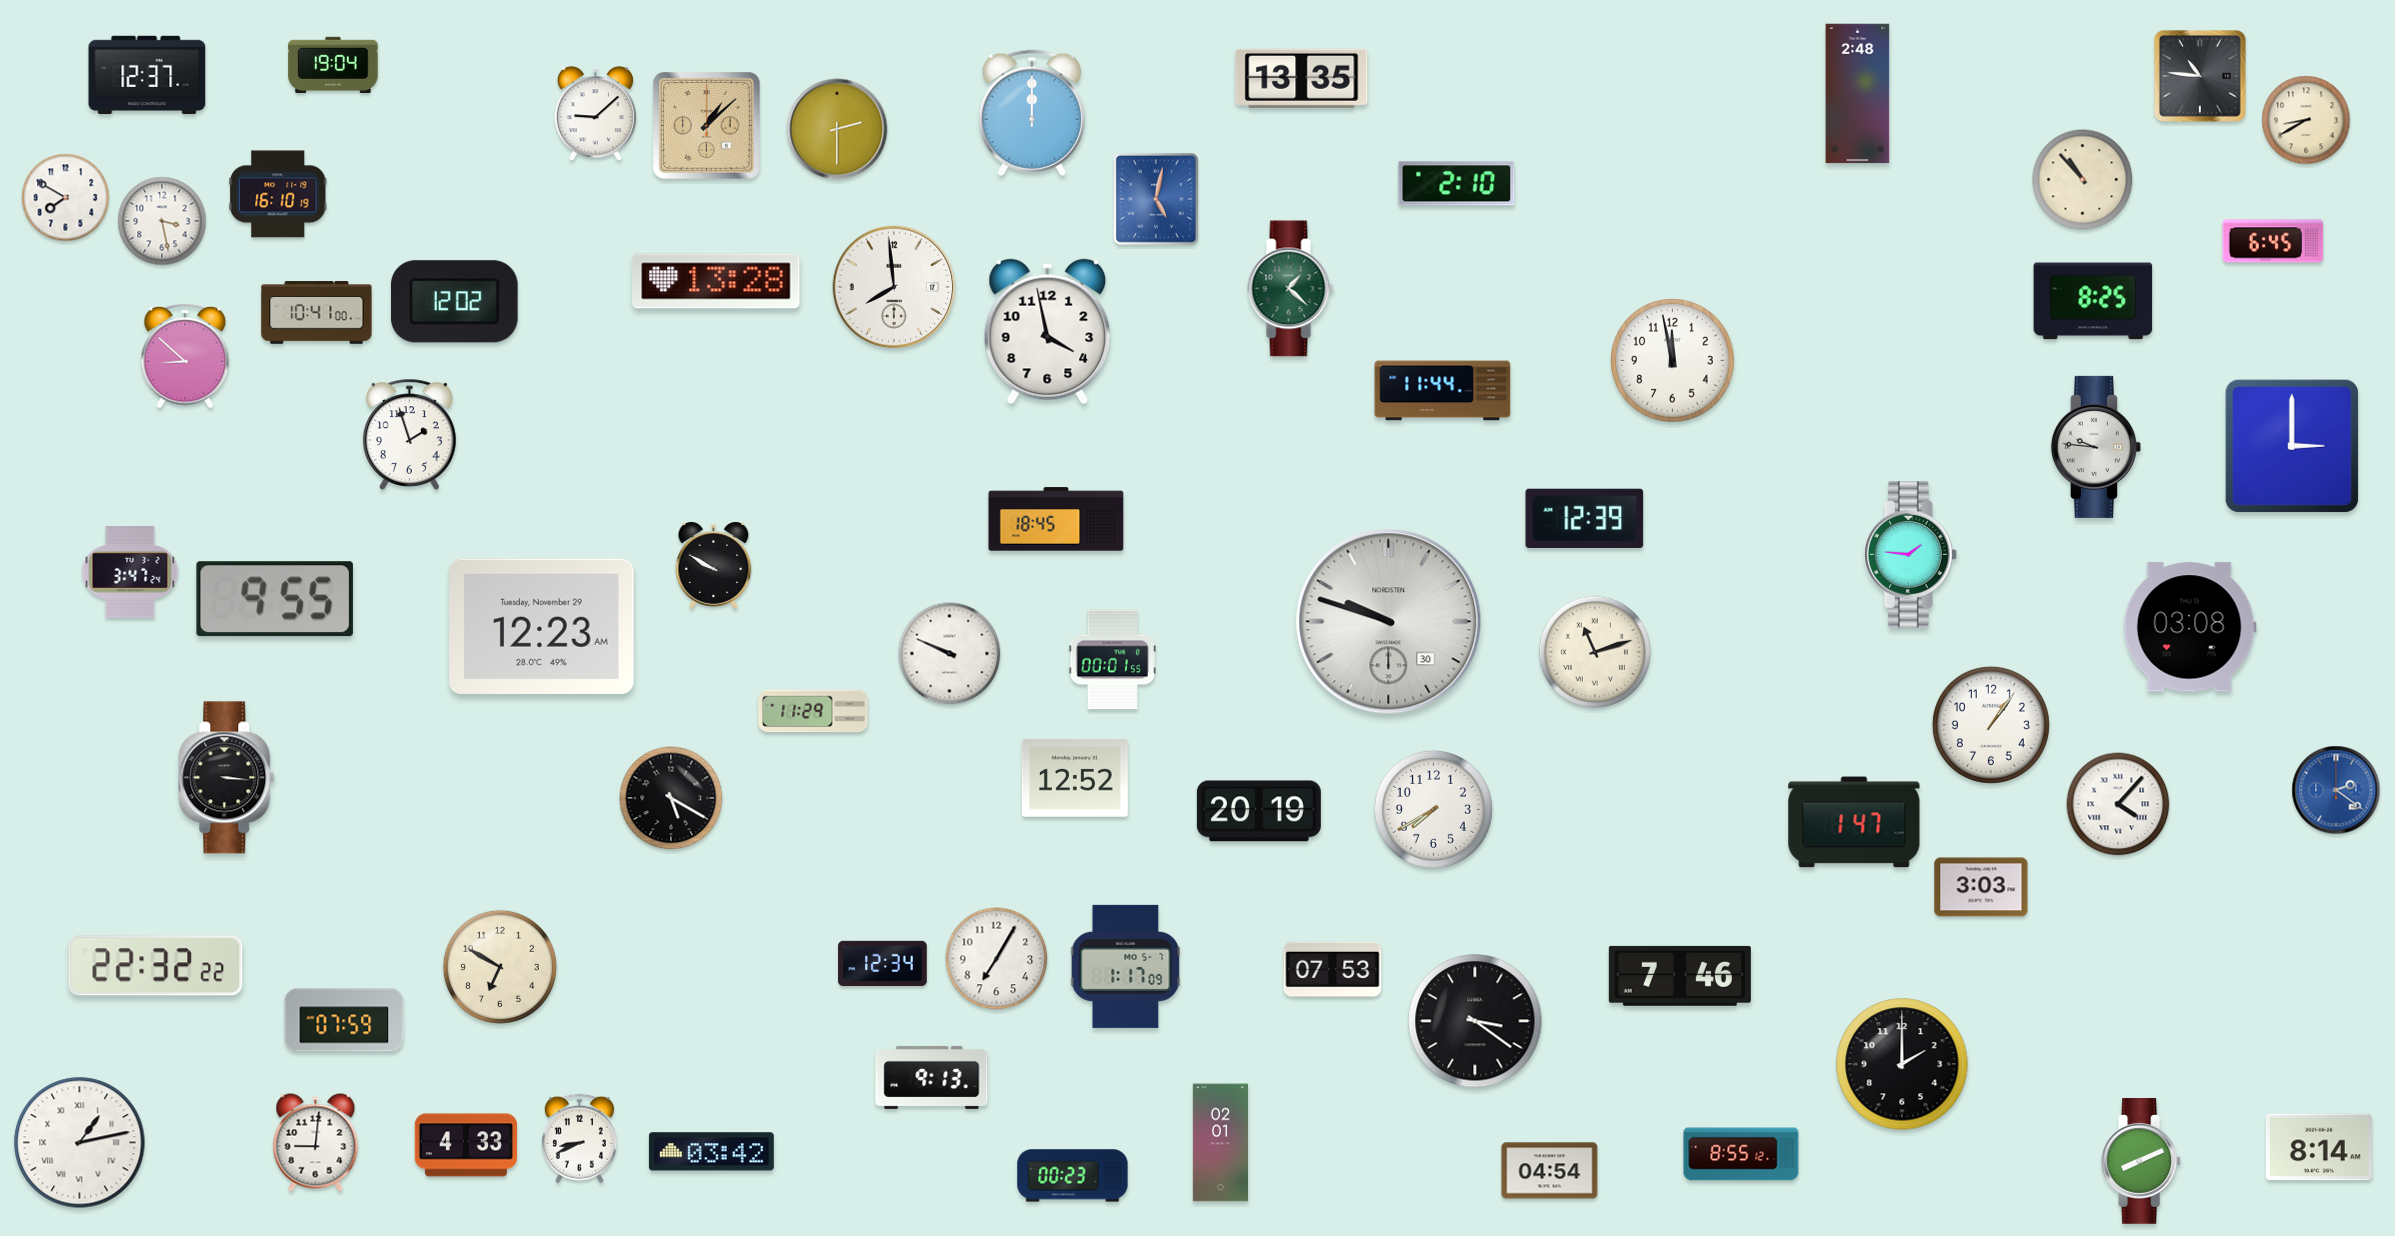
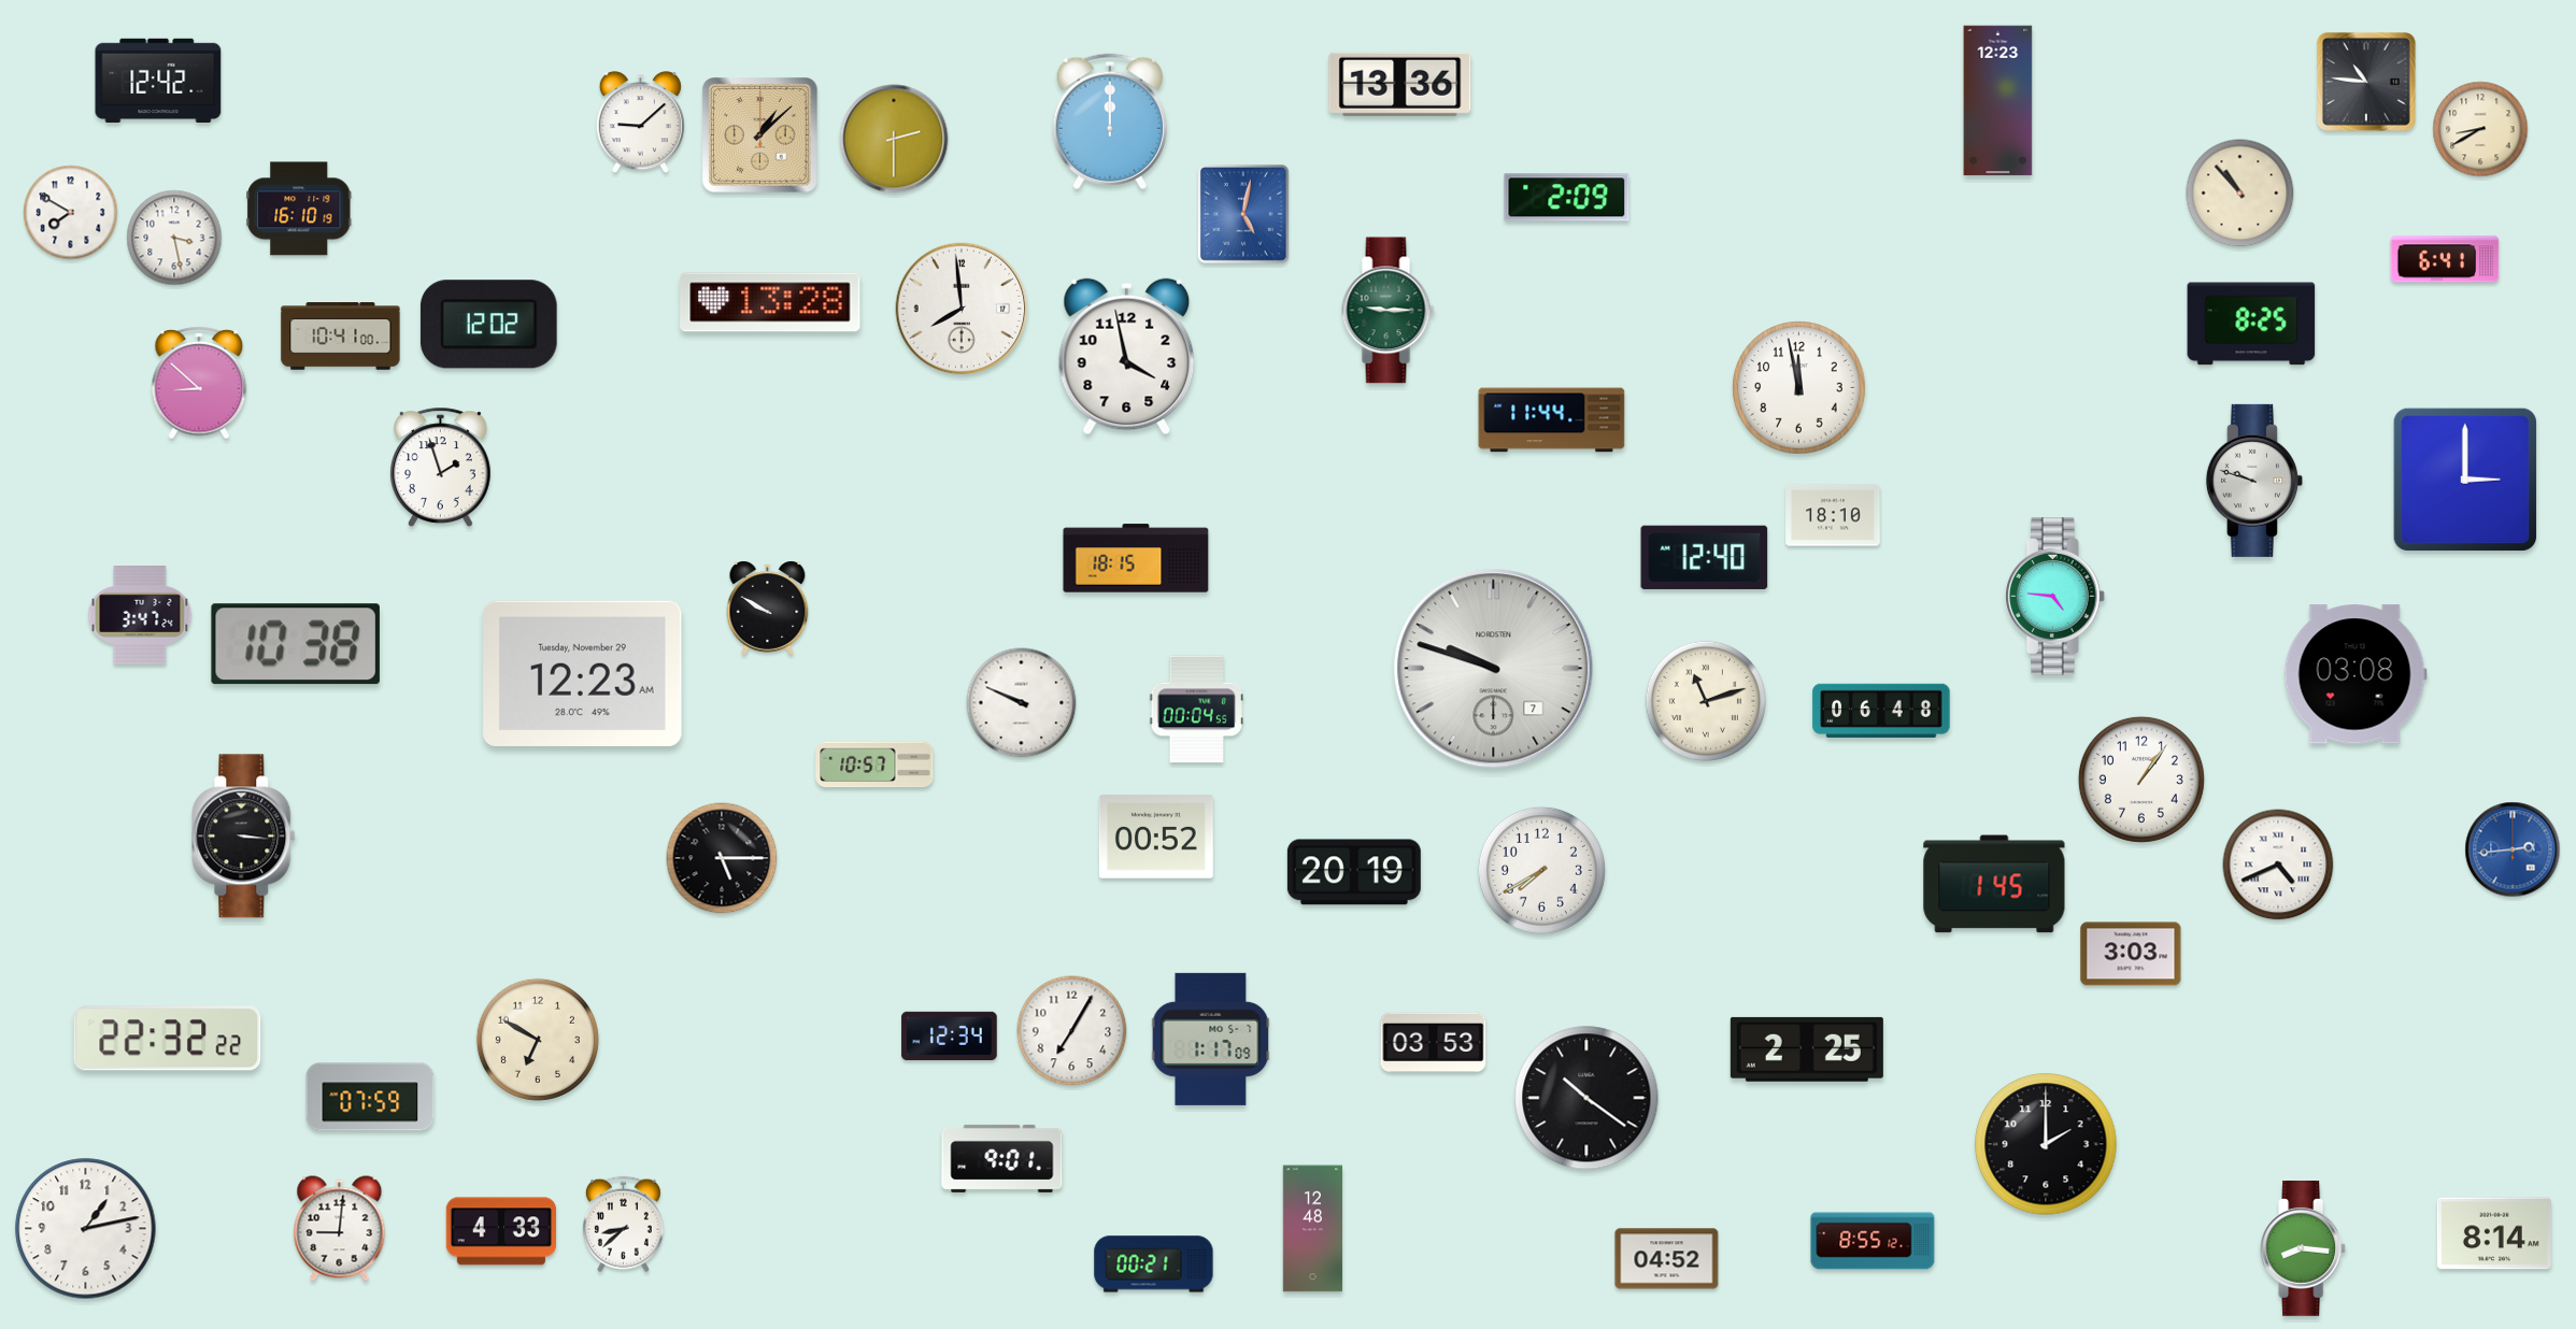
clock at (333, 64): 19:04 -> none
clock at (147, 74): 12:37 -> 12:42
clock at (1302, 78): 13:35 -> 13:36
clock at (1858, 94): 2:48 -> 12:23
clock at (837, 129) position: (837, 129) -> (894, 139)
clock at (1457, 184): 2:10 -> 2:09
clock at (2273, 241): 6:45 -> 6:41
clock at (1291, 289): 1:22 -> 9:15
clock at (2096, 447): 9:46 -> 9:48
clock at (1833, 515): none -> 18:10
clock at (1585, 518): 12:39 -> 12:40
clock at (1056, 519): 18:45 -> 18:15
clock at (1911, 555): 1:46 -> 4:46
clock at (275, 599): 9:55 -> 10:38
clock at (1389, 622) date: 30 -> 7
clock at (1595, 652) position: (1595, 652) -> (1706, 701)
clock at (1112, 660): 00:01 -> 00:04
clock at (1881, 710): none -> 06:48
clock at (813, 711): 11:29 -> 10:57
clock at (1075, 778): 12:52 -> 00:52
clock at (2336, 790): 2:21 -> 2:44
clock at (671, 798): 5:20 -> 5:15
clock at (2118, 804): 4:07 -> 4:41
clock at (1854, 822): 1:47 -> 1:45
clock at (1333, 970): 07:53 -> 03:53
clock at (1680, 976): 7:46 -> 2:25
clock at (1475, 1021): 3:21 -> 10:21
clock at (932, 1077): 9:13 -> 9:01
clock at (579, 1139): 8:41 -> 8:38
clock at (80, 1143) numerals: Roman -> Arabic
clock at (1221, 1143): 02:01 -> 12:48
clock at (711, 1152): 03:42 -> none
clock at (2142, 1162): 8:11 -> 8:16
clock at (1550, 1171): 04:54 -> 04:52
clock at (1073, 1176): 00:23 -> 00:21
